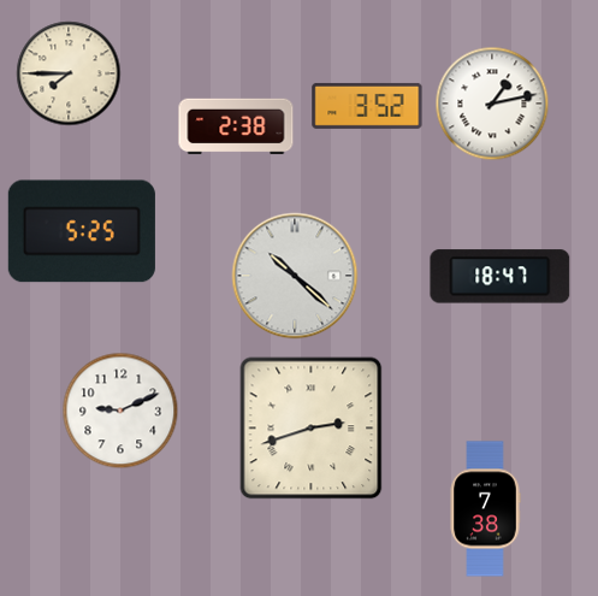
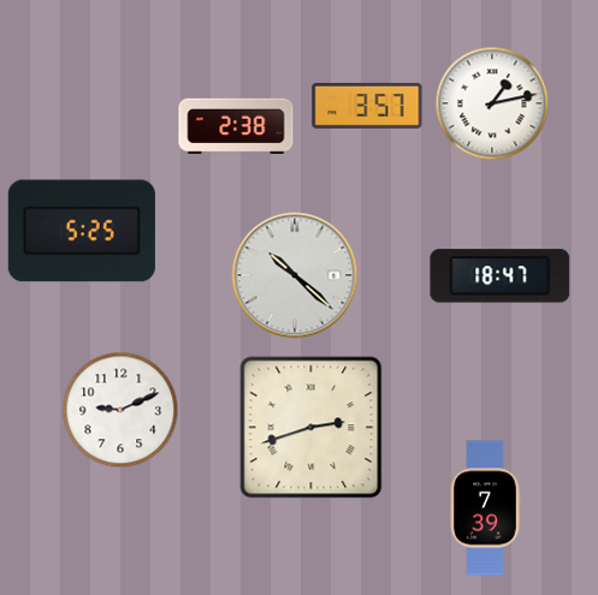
clock at (69, 73): 7:45 -> none
clock at (367, 106): 3:52 -> 3:57
clock at (485, 509): 7:38 -> 7:39
